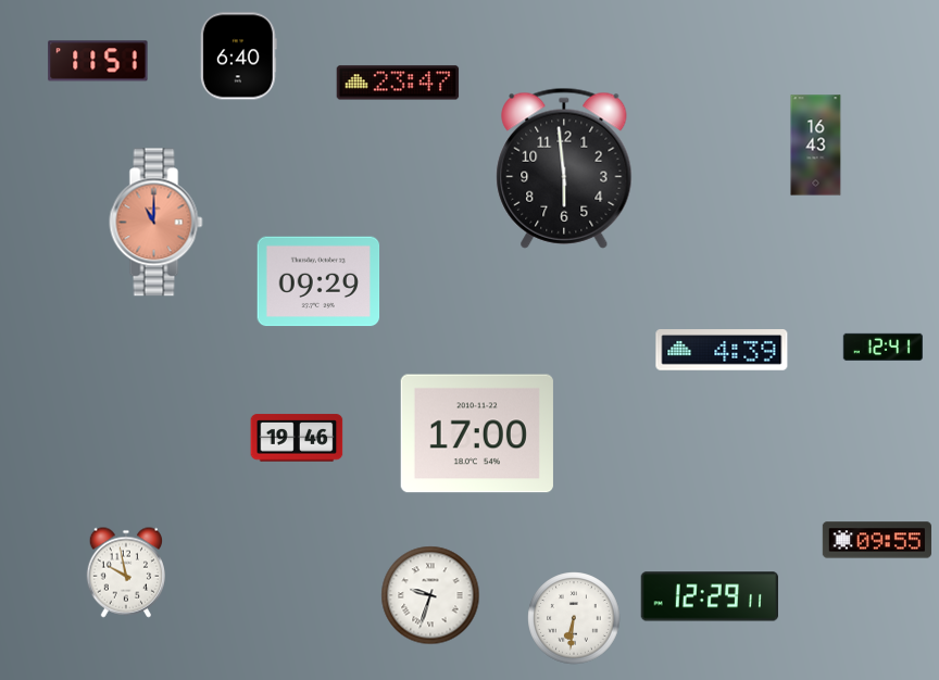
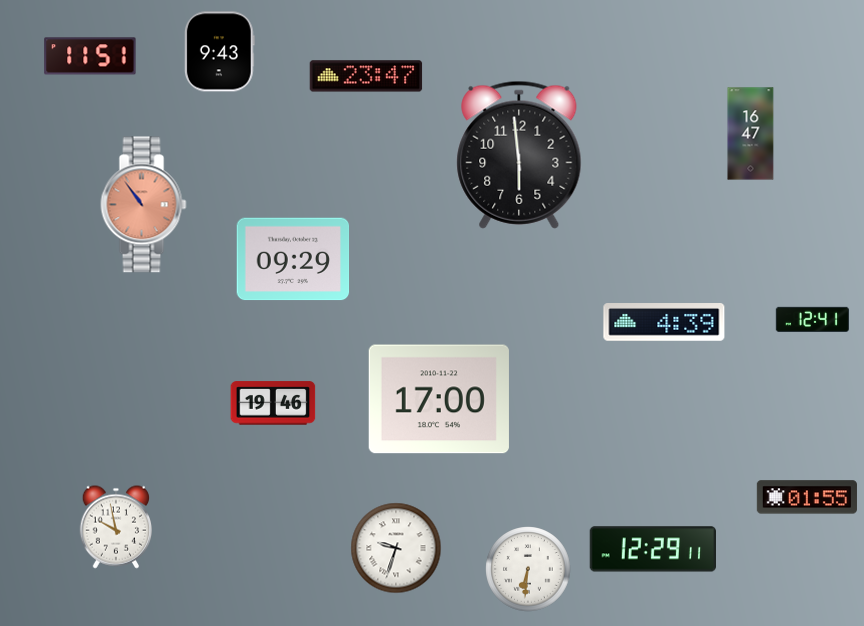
clock at (238, 56): 6:40 -> 9:43
clock at (816, 146): 16:43 -> 16:47
clock at (156, 223): 11:00 -> 10:54
clock at (877, 540): 09:55 -> 01:55
